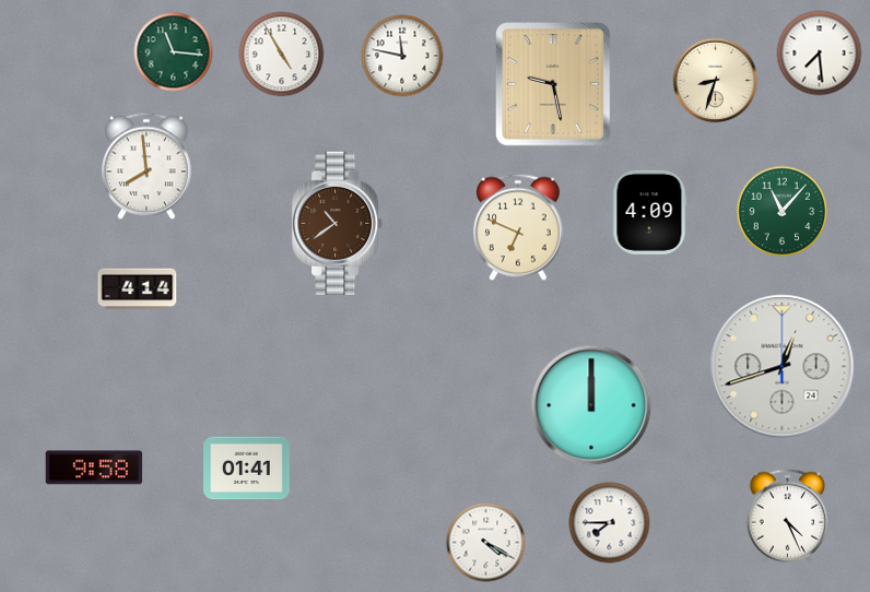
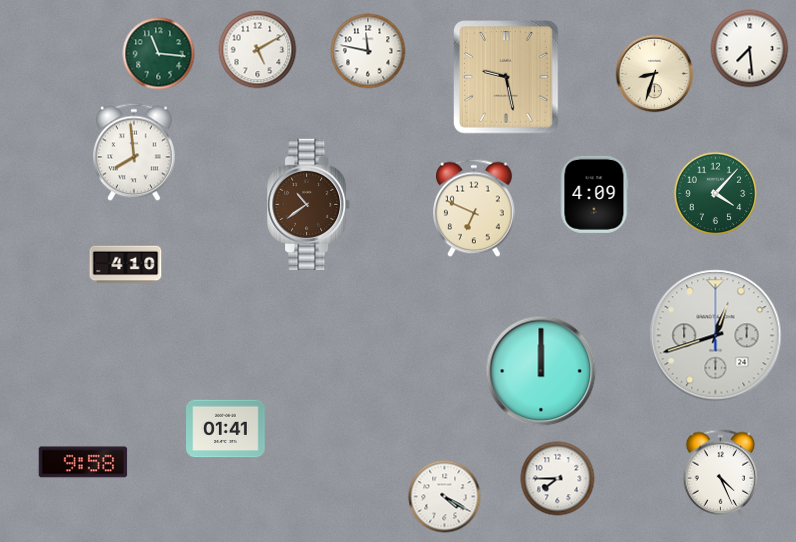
clock at (174, 52) position: (174, 52) -> (159, 54)
clock at (282, 55): 4:55 -> 5:10
clock at (783, 212): 11:07 -> 4:07
clock at (138, 289): 4:14 -> 4:10
clock at (94, 467) position: (94, 467) -> (83, 462)
